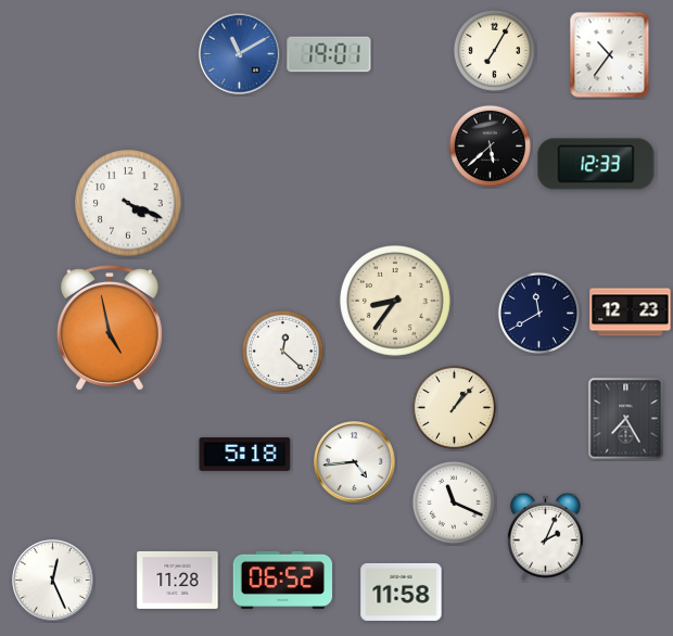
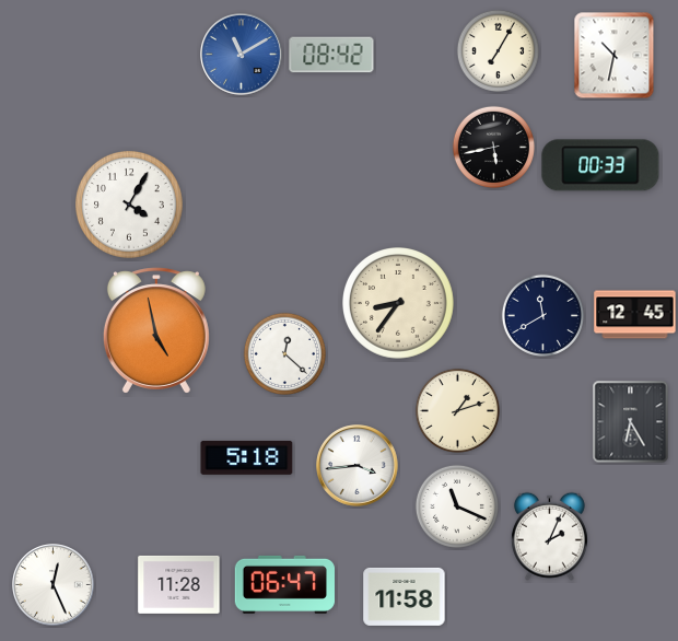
clock at (329, 54): 19:01 -> 08:42
clock at (610, 55): 10:36 -> 10:32
clock at (490, 145): 5:38 -> 5:43
clock at (596, 164): 12:33 -> 00:33
clock at (128, 203): 4:19 -> 4:05
clock at (631, 313): 12:23 -> 12:45
clock at (110, 328) position: (110, 328) -> (156, 330)
clock at (454, 407): 1:07 -> 1:12
clock at (626, 419): 7:25 -> 6:25
clock at (355, 462): 4:44 -> 3:44
clock at (545, 536) position: (545, 536) -> (549, 536)
clock at (283, 580): 06:52 -> 06:47
